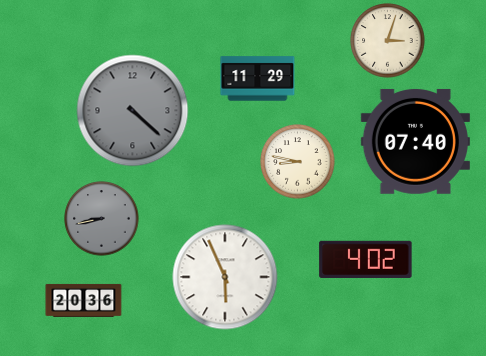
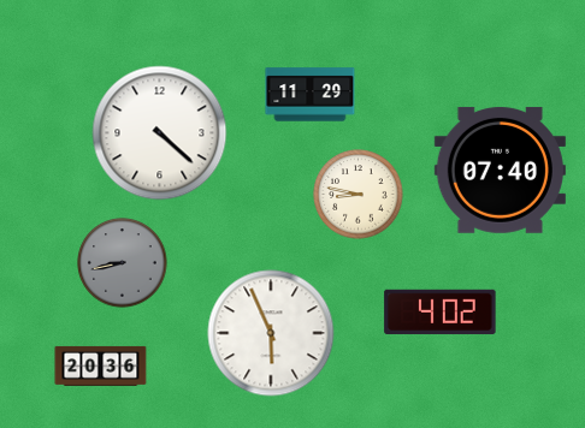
clock at (388, 41): 3:03 -> none
clock at (133, 111) dial: grey -> white
clock at (84, 300) position: (84, 300) -> (101, 365)
